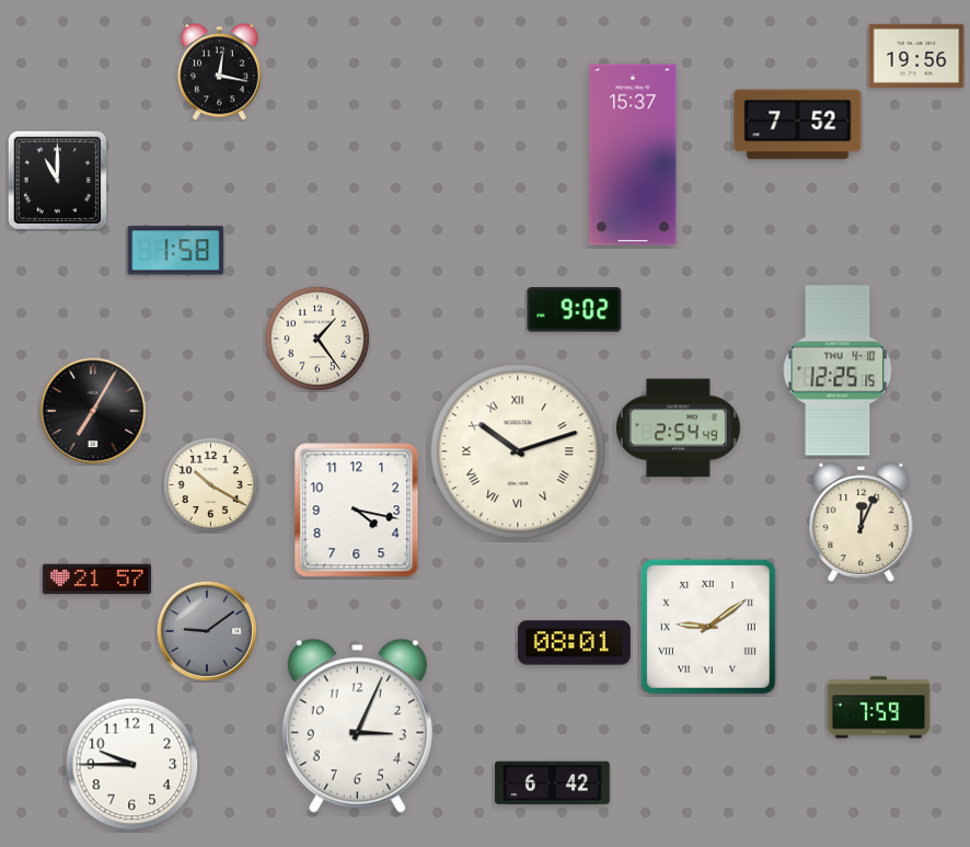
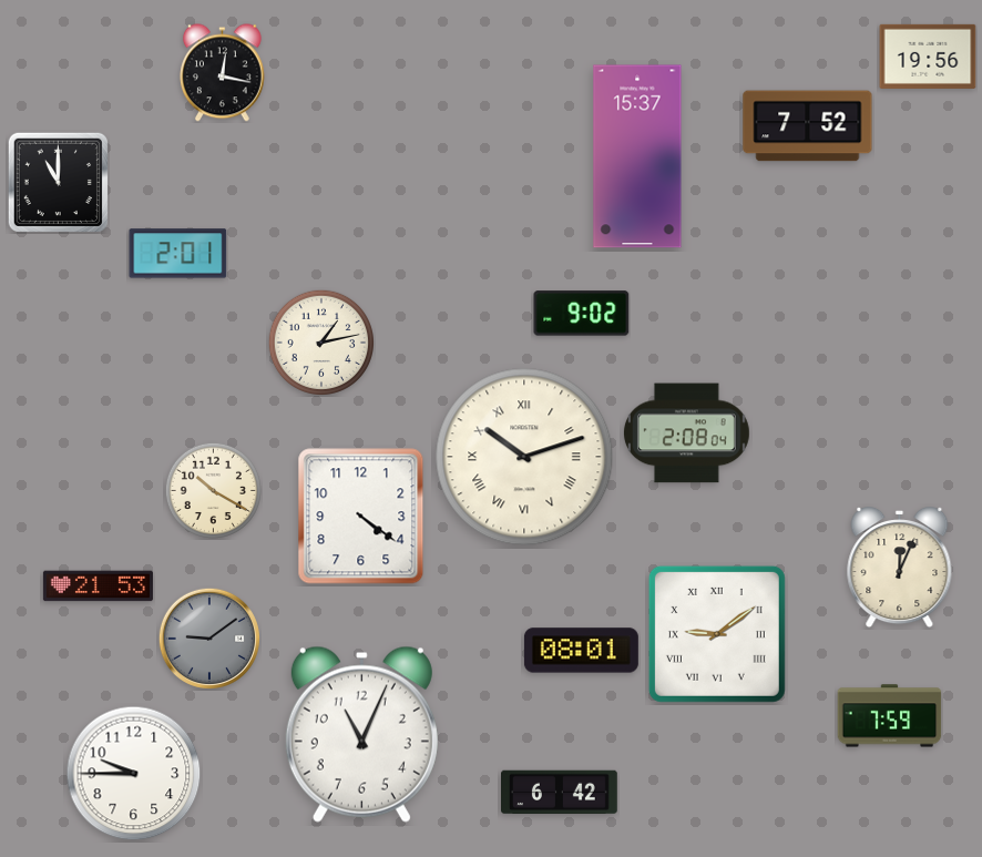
clock at (633, 154) position: (633, 154) -> (637, 156)
clock at (176, 251): 1:58 -> 2:01
clock at (316, 337): 1:24 -> 1:13
clock at (838, 370): 12:25 -> none
clock at (93, 411): 7:05 -> none
clock at (678, 428): 2:54 -> 2:08
clock at (357, 511): 4:17 -> 4:21
clock at (862, 523) position: (862, 523) -> (900, 568)
clock at (96, 580): 21:57 -> 21:53
clock at (357, 725): 3:04 -> 11:04
